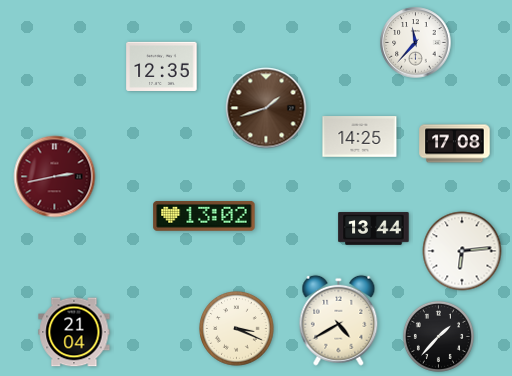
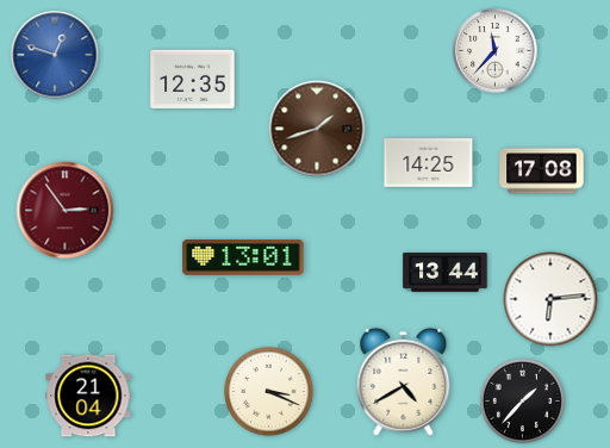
clock at (55, 55): none -> 12:48
clock at (55, 177): 2:43 -> 2:54
clock at (204, 216): 13:02 -> 13:01
clock at (237, 329) position: (237, 329) -> (269, 392)
